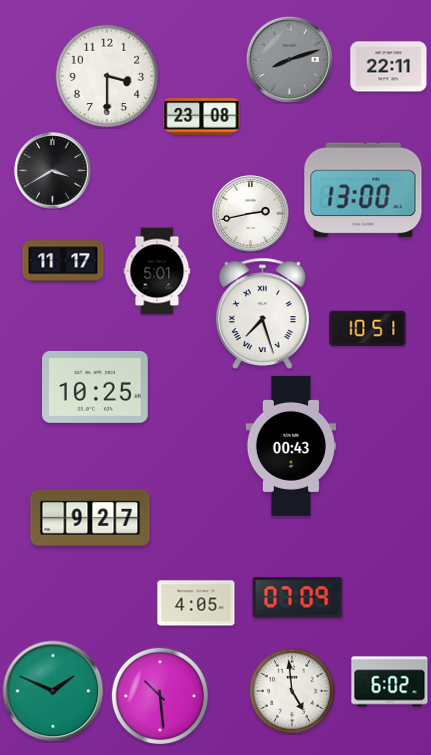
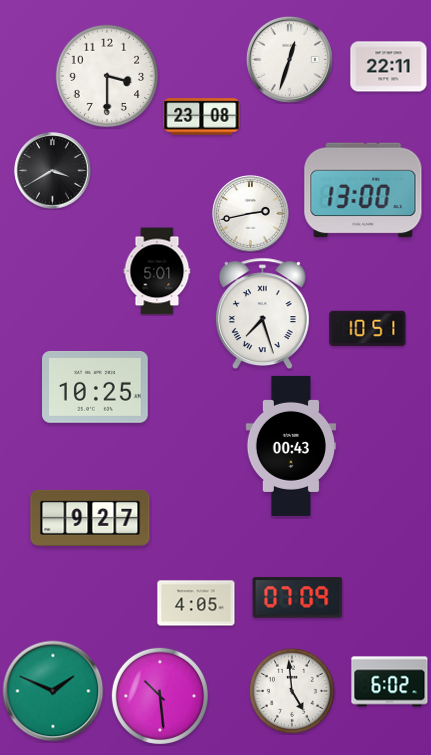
clock at (289, 59): 8:12 -> 12:33
clock at (289, 59) dial: grey -> white
clock at (63, 261): 11:17 -> none
